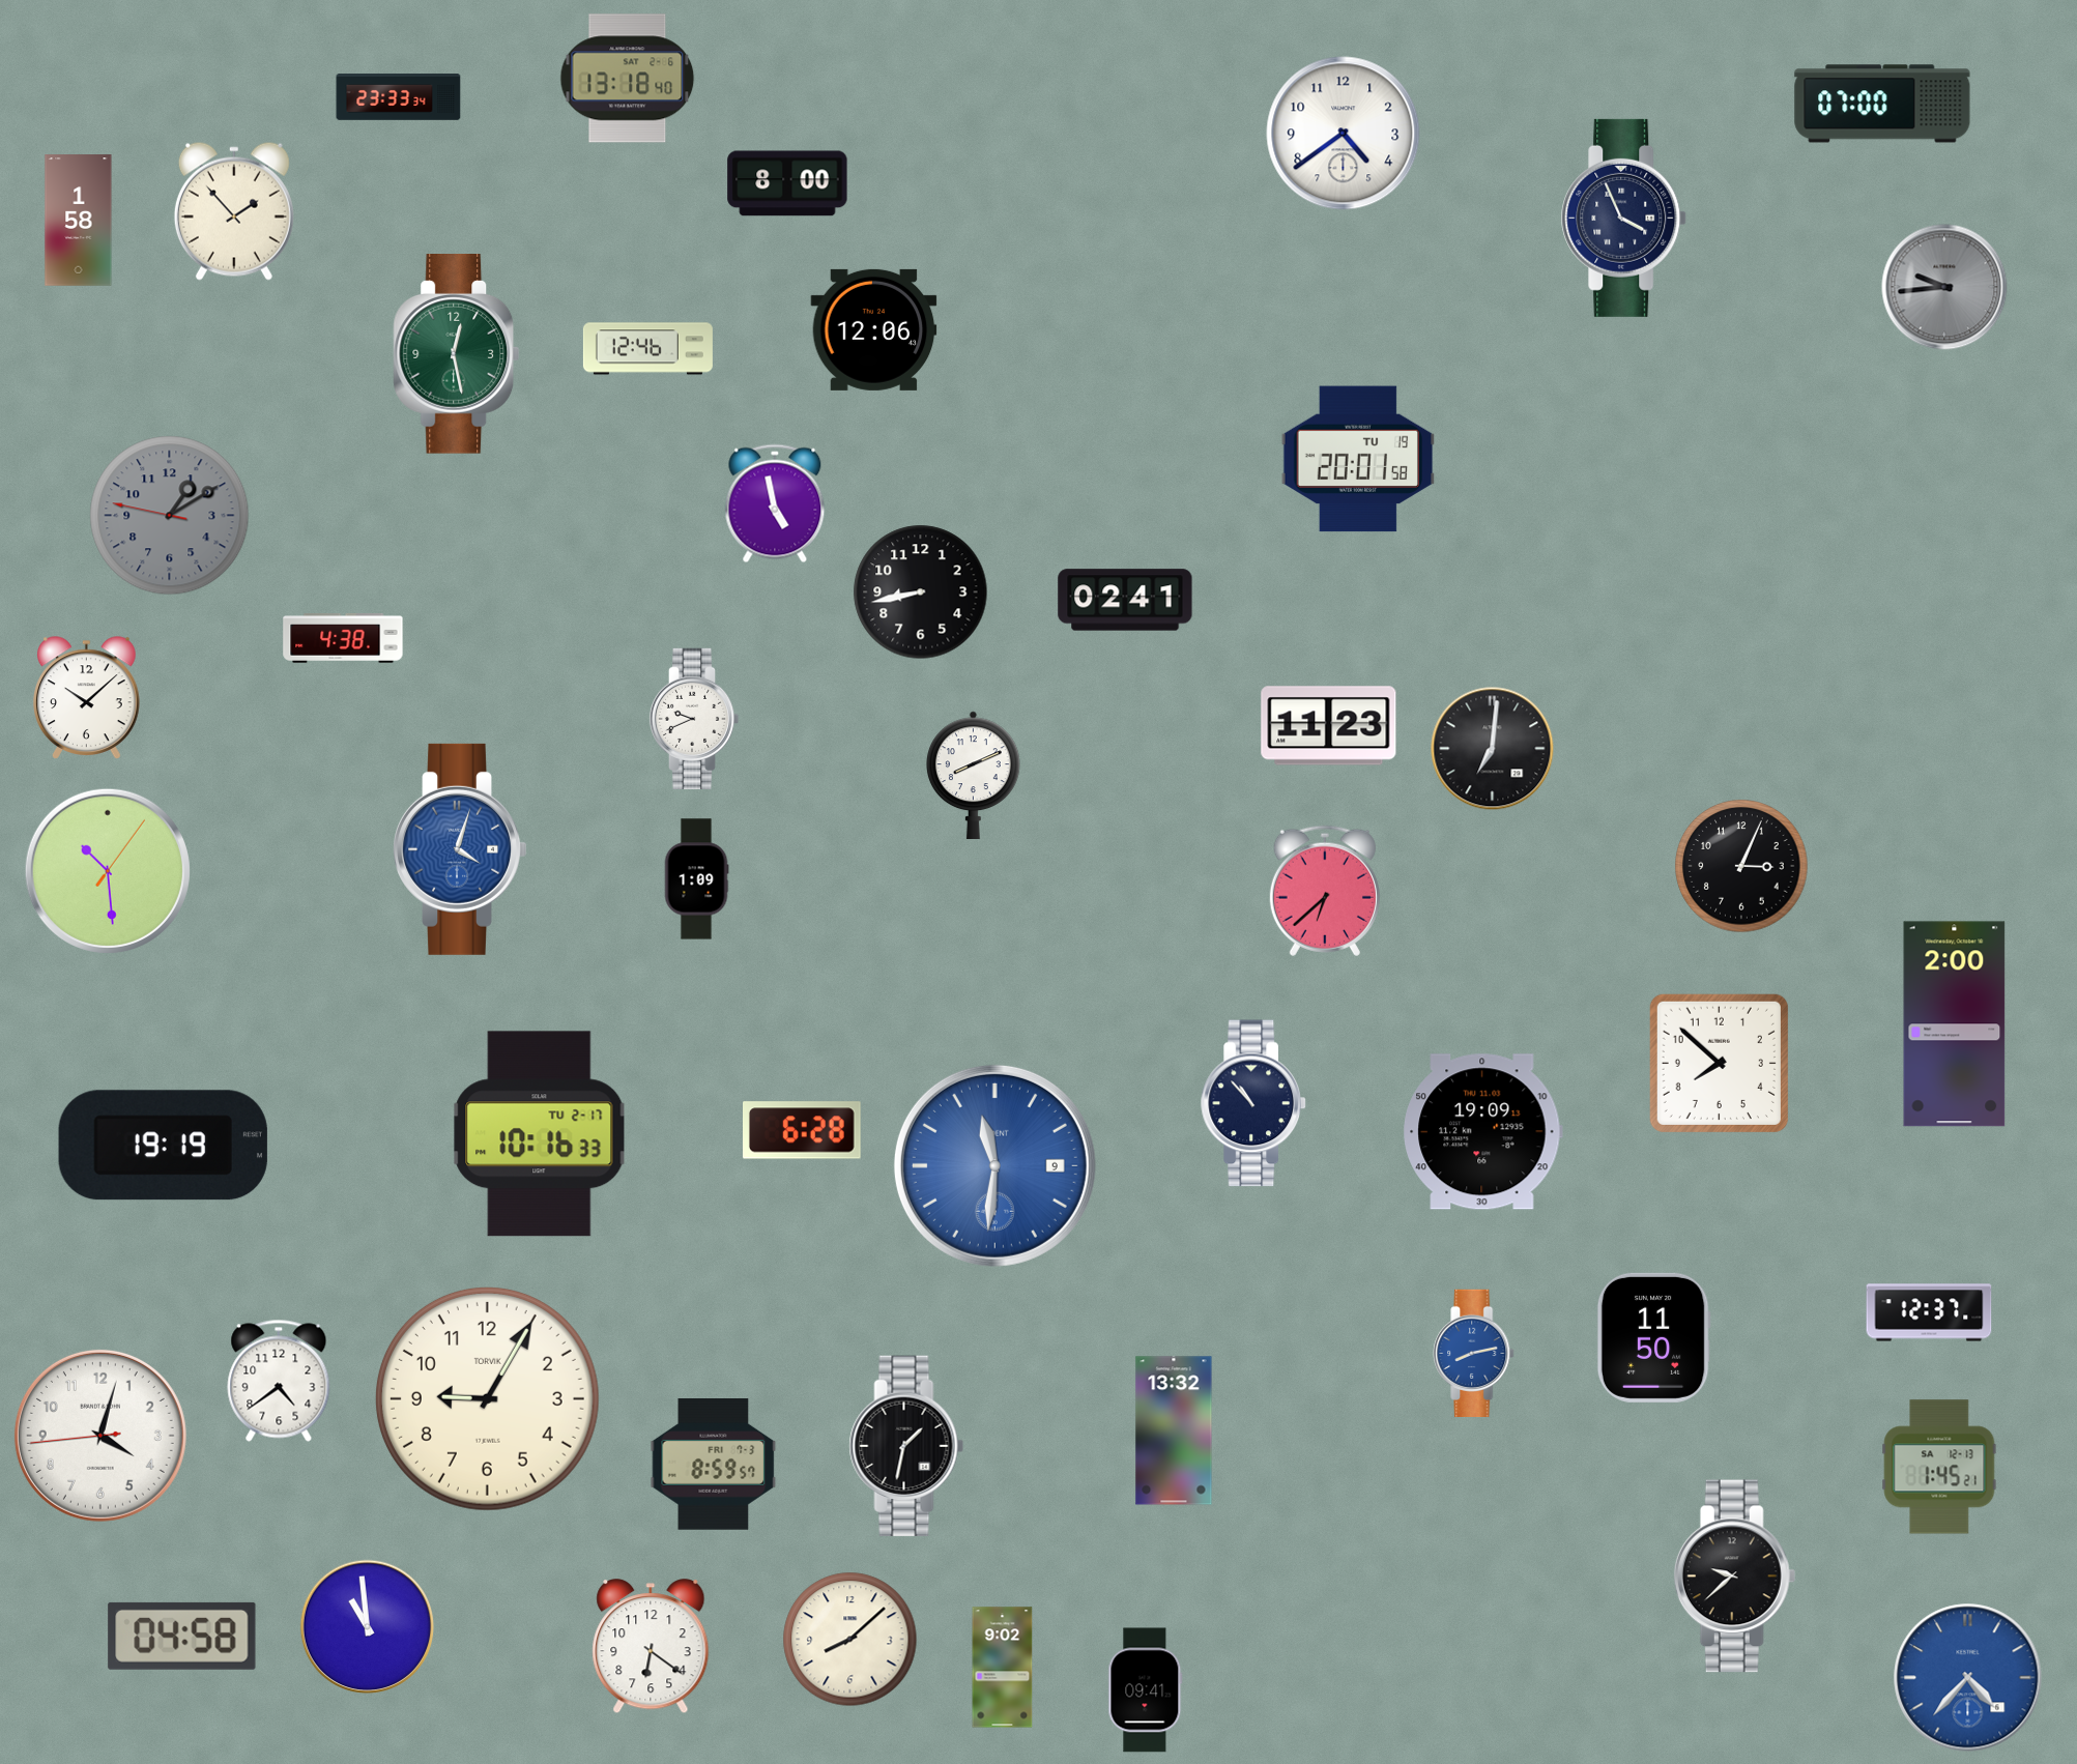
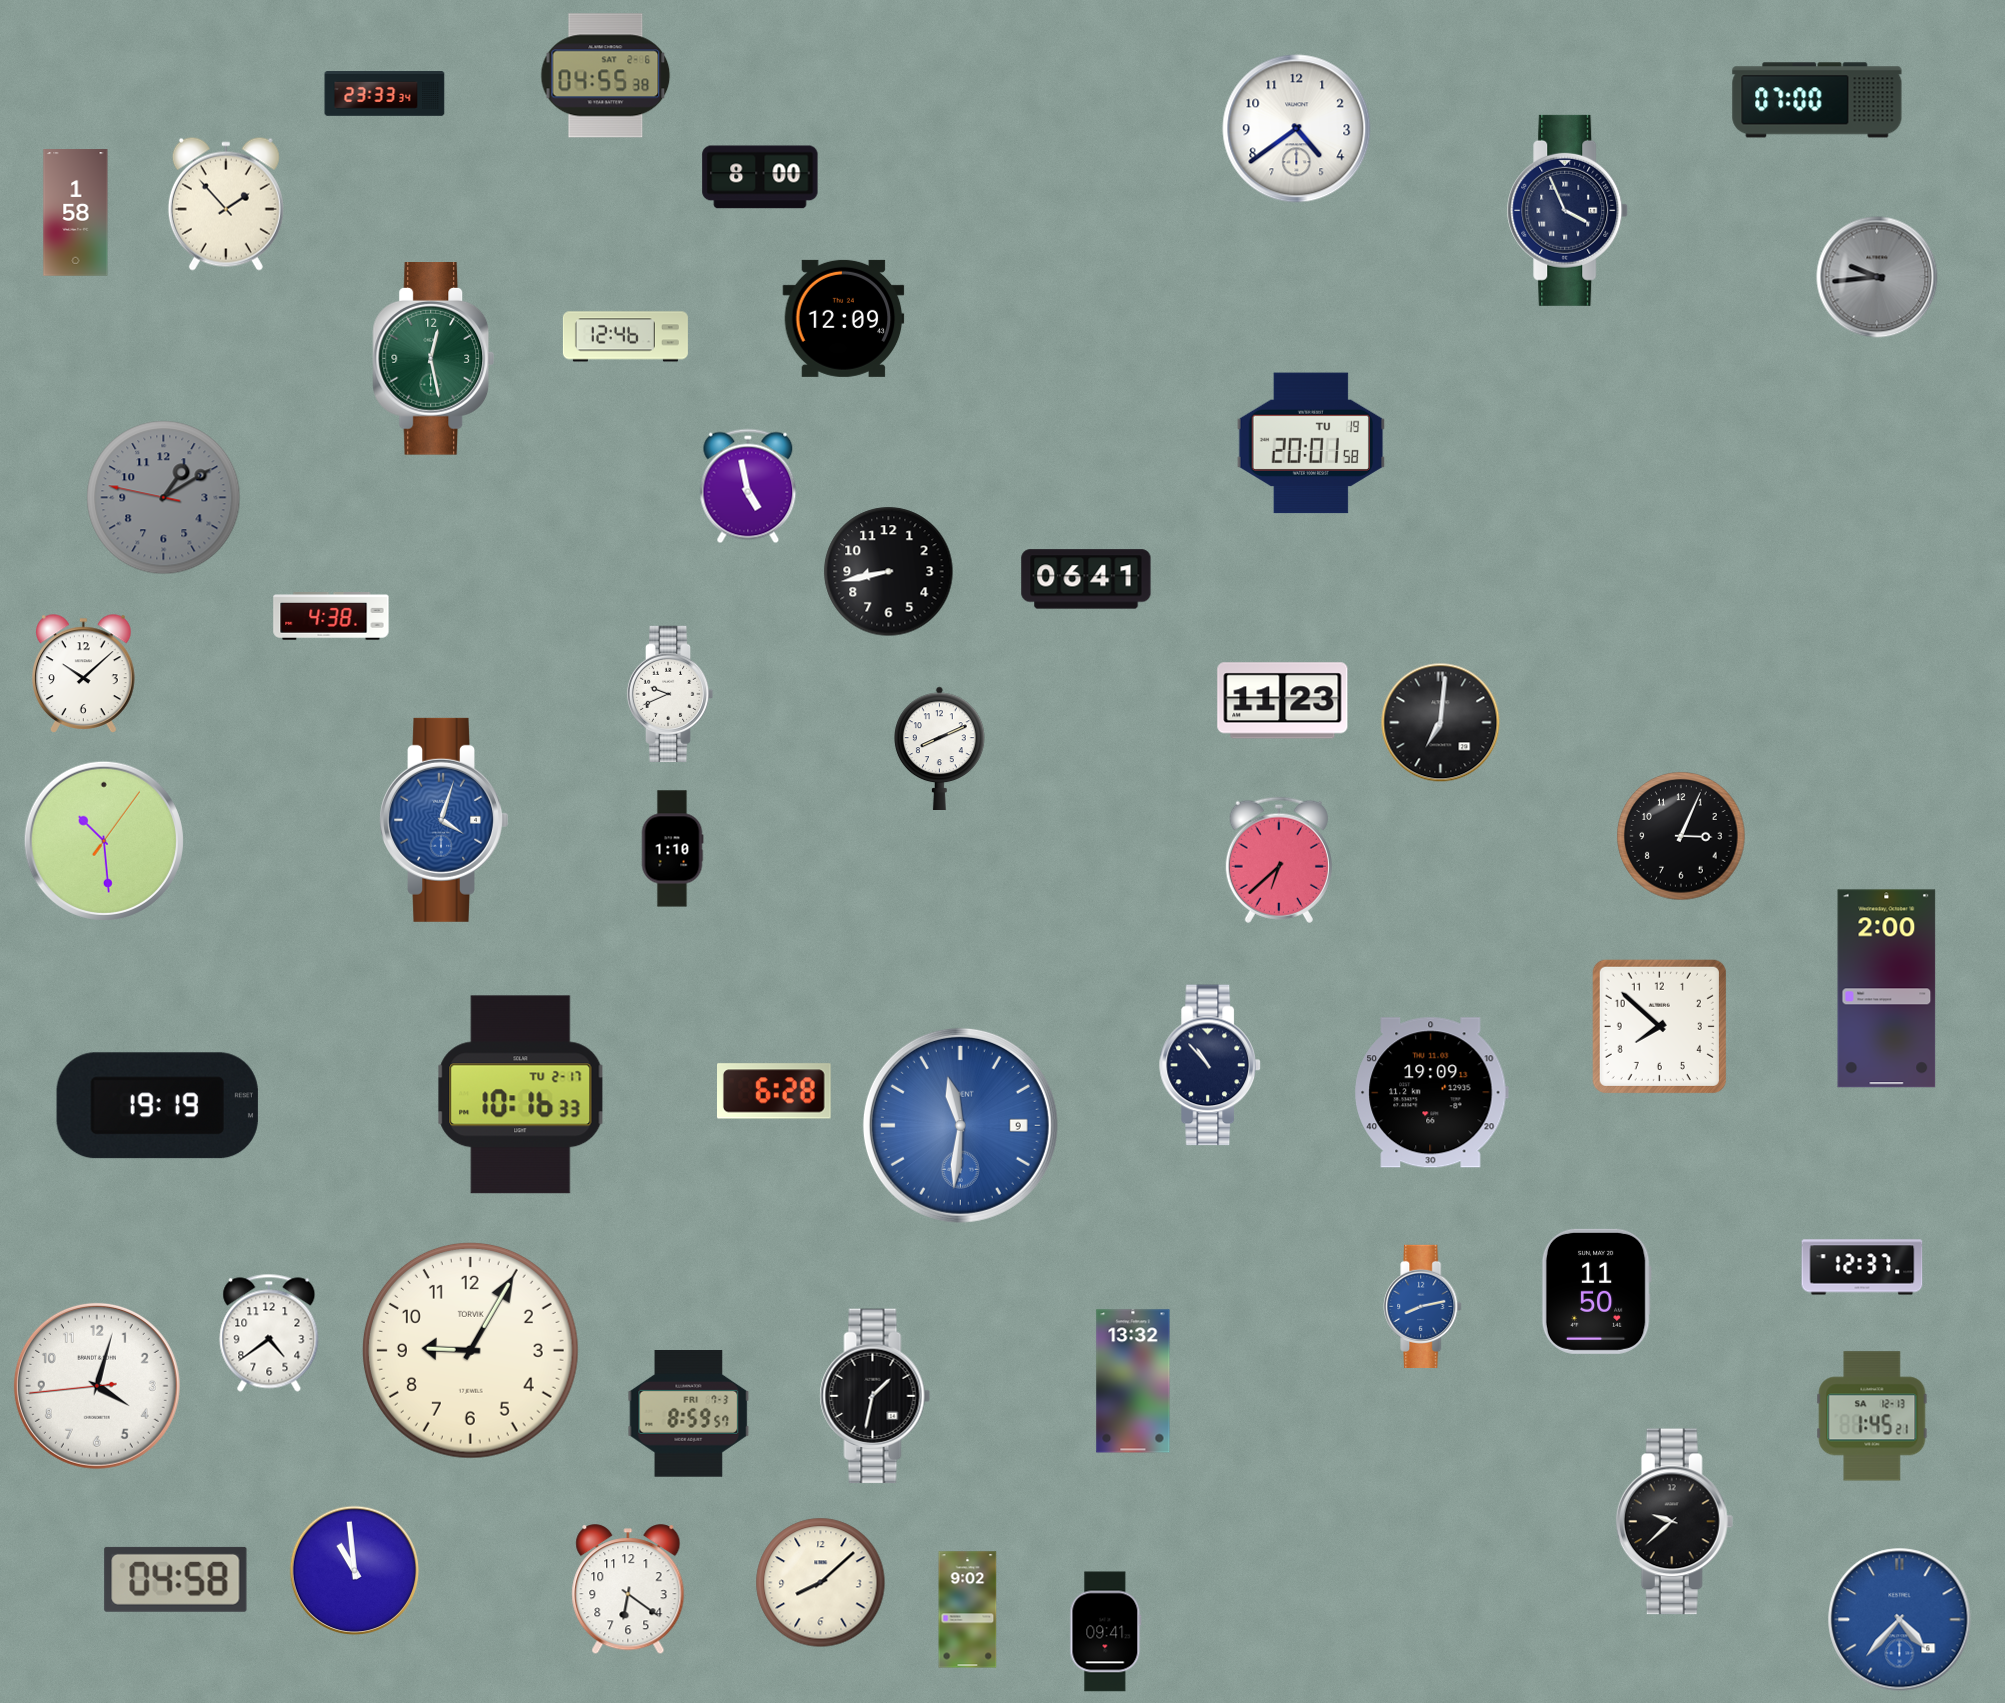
clock at (628, 79): 13:18 -> 04:55
clock at (874, 329): 12:06 -> 12:09
clock at (457, 354) position: (457, 354) -> (434, 359)
clock at (1125, 600): 02:41 -> 06:41
clock at (696, 879): 1:09 -> 1:10
